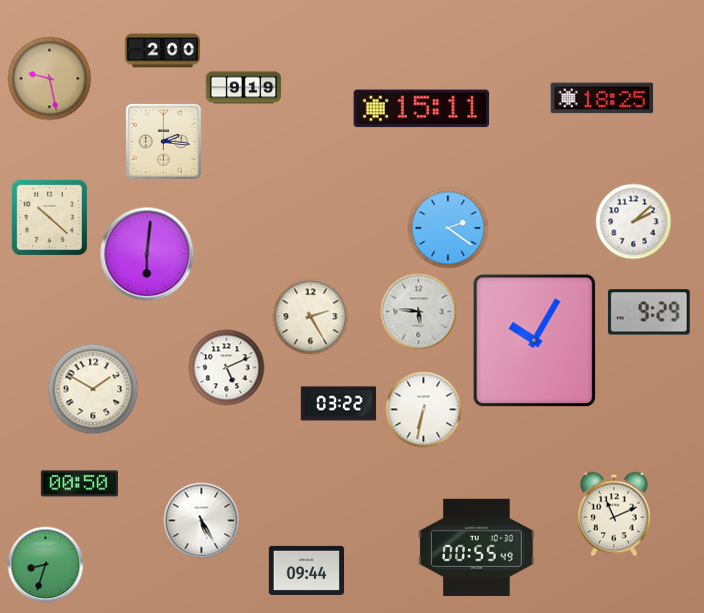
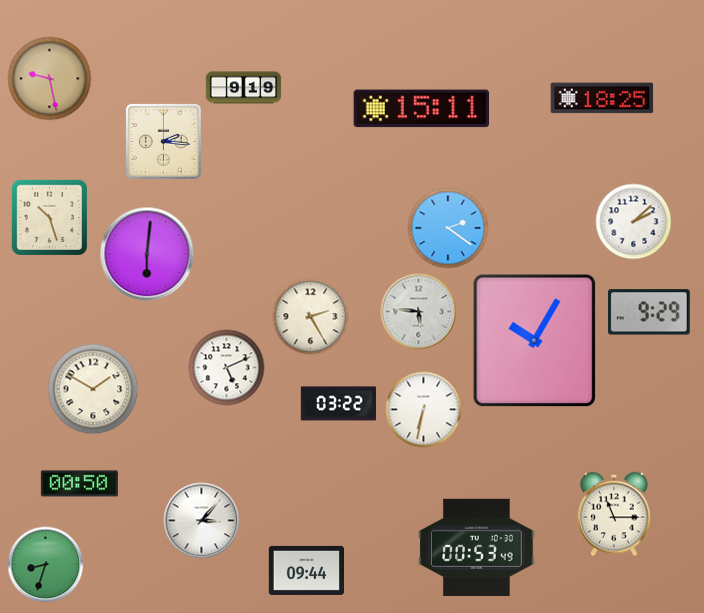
clock at (163, 51): 2:00 -> none
clock at (49, 217): 10:22 -> 10:27
clock at (614, 514): 11:11 -> 11:15
clock at (202, 521): 5:25 -> 3:07
clock at (477, 547): 00:55 -> 00:53
